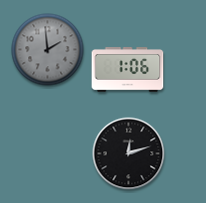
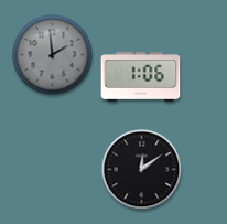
clock at (129, 154): 12:12 -> 12:09
